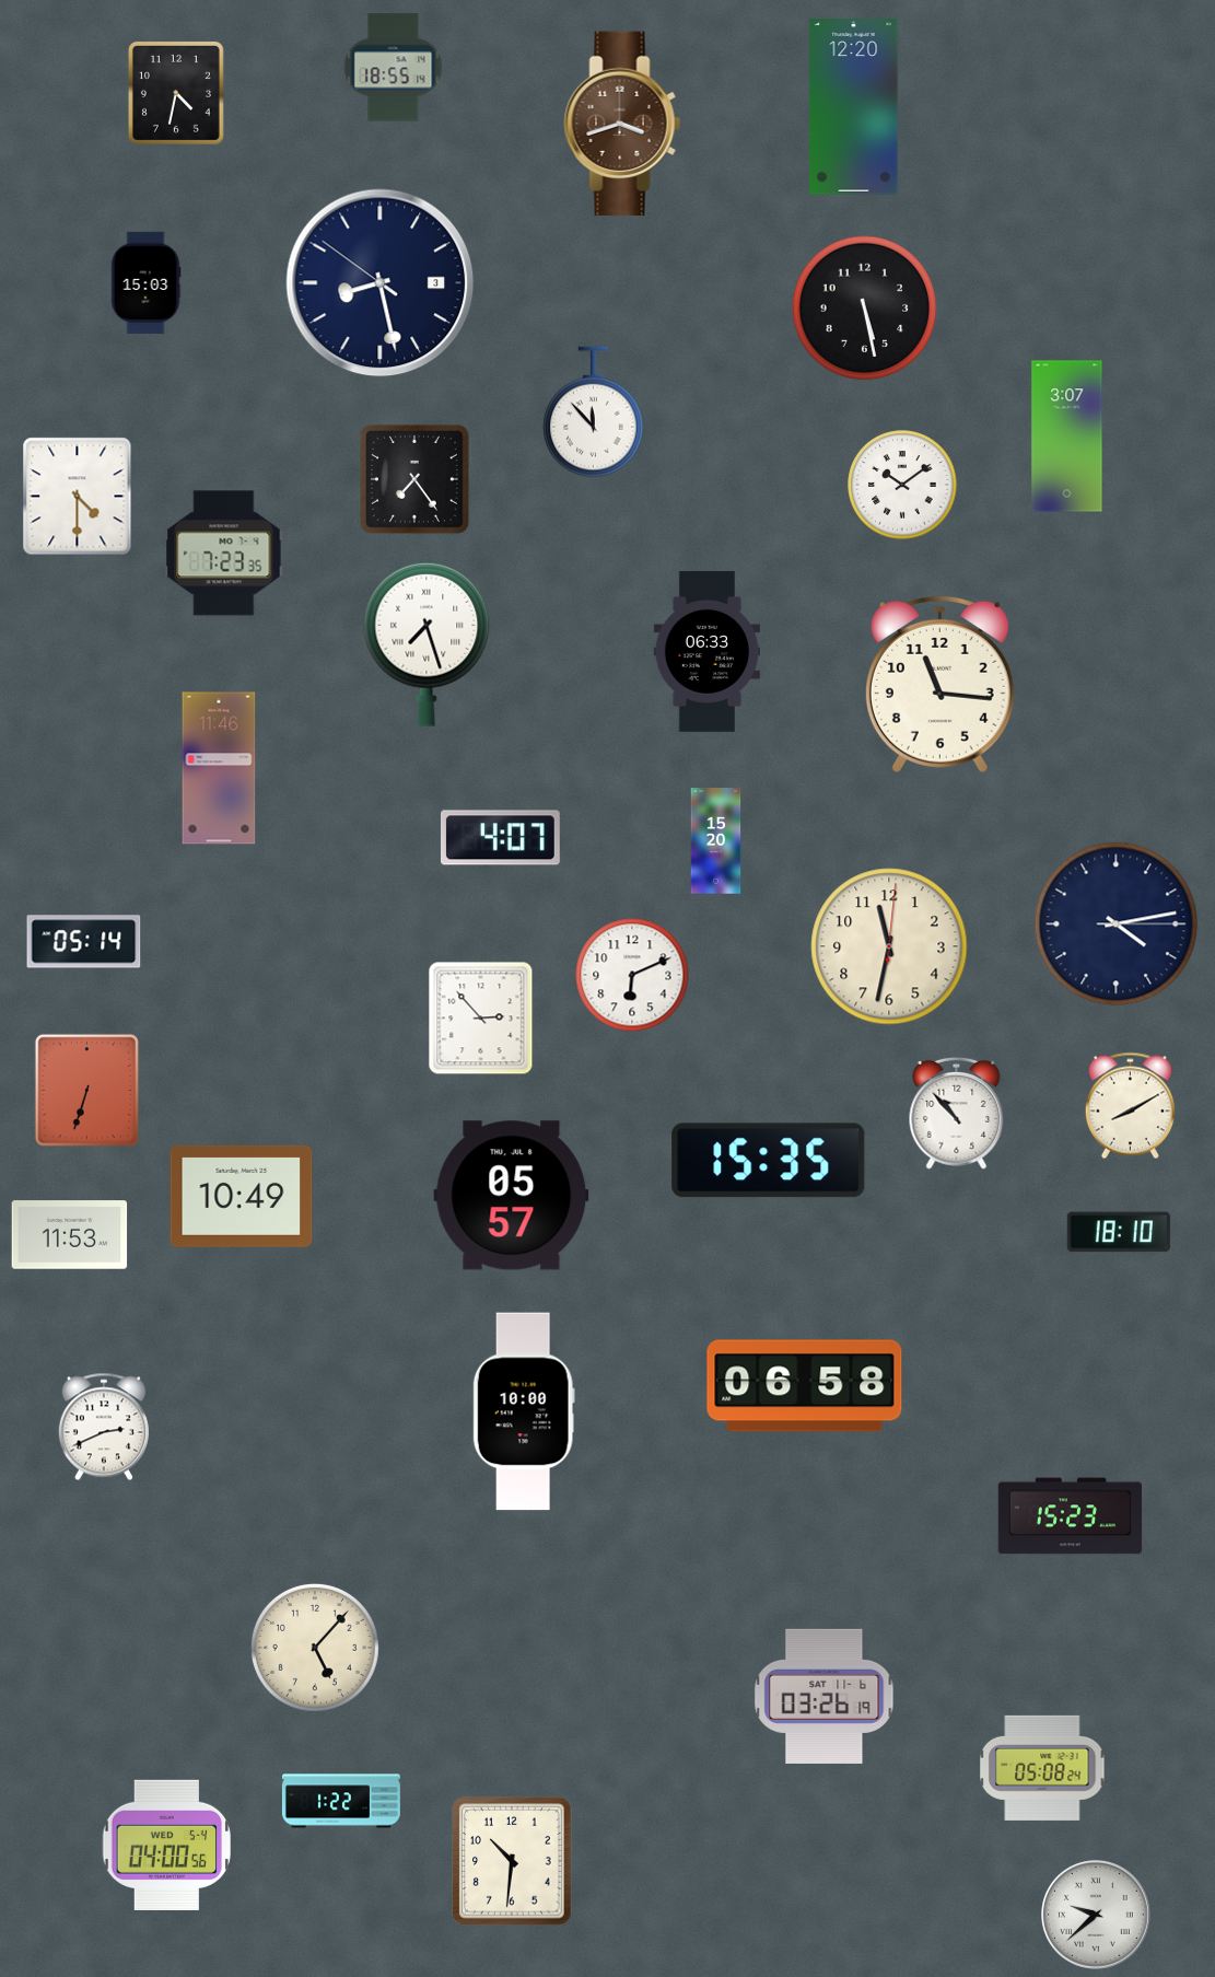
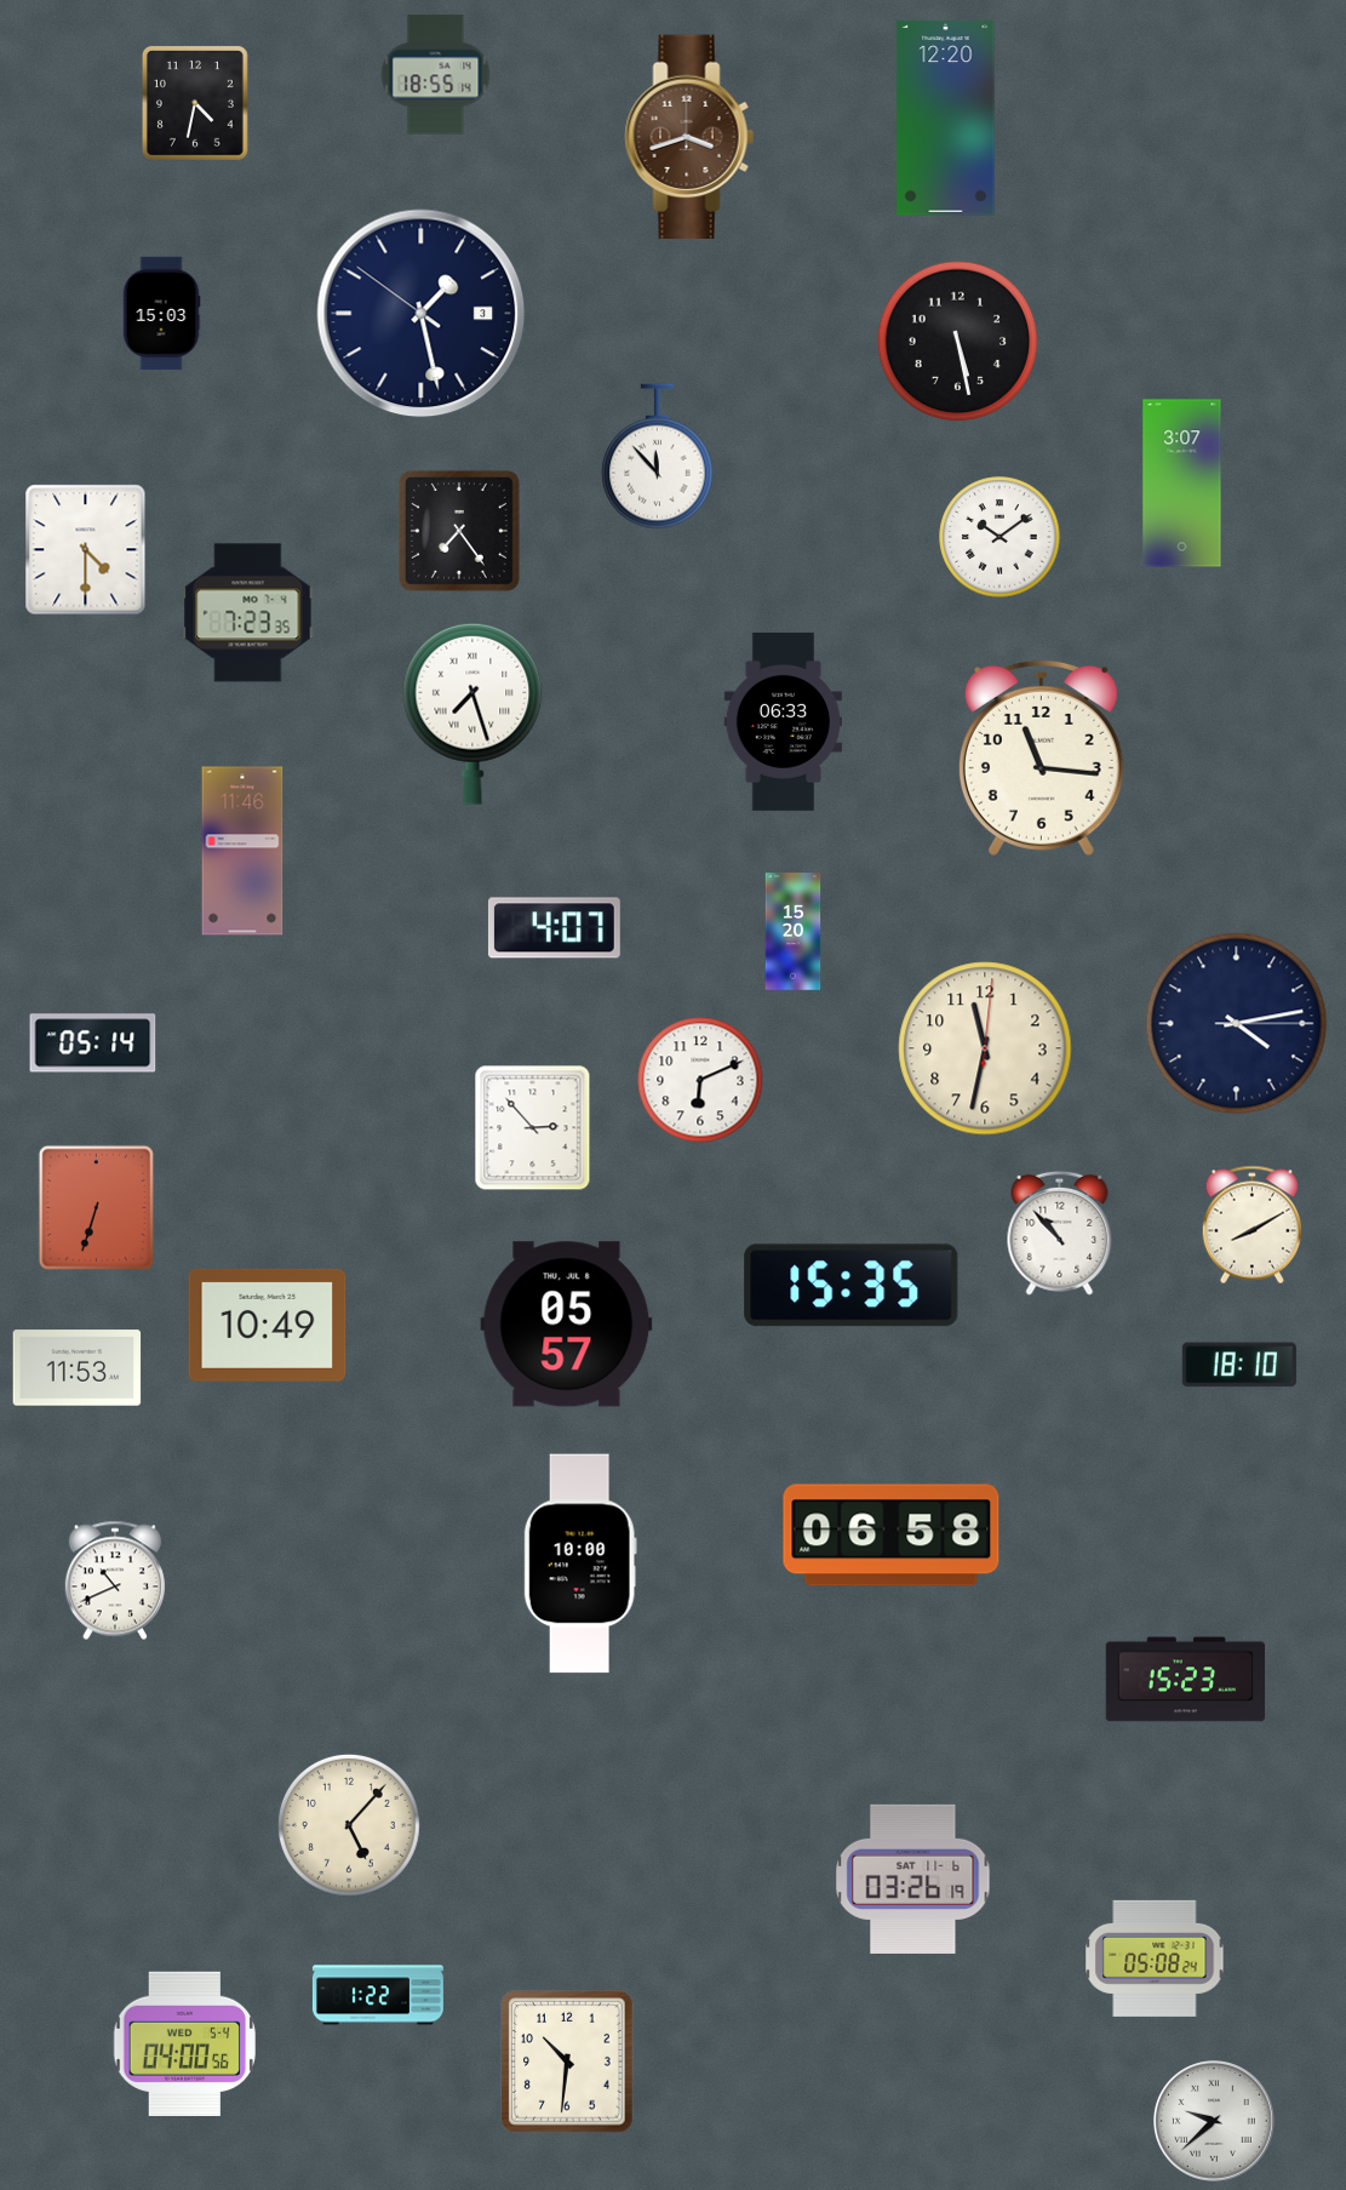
clock at (381, 283): 8:27 -> 1:27
clock at (104, 1427): 2:41 -> 10:41
